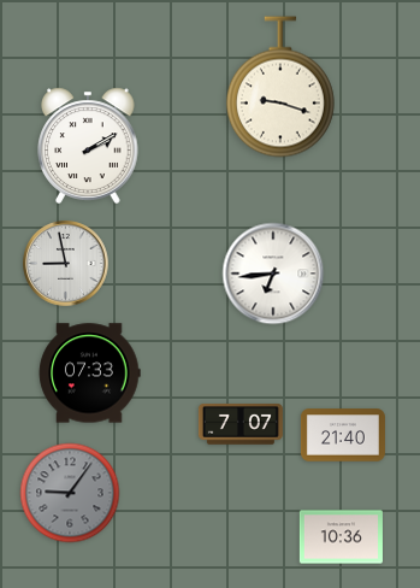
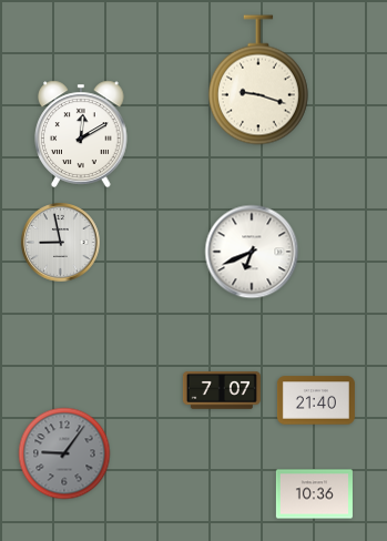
clock at (88, 146): 2:10 -> 12:10
clock at (273, 274): 6:44 -> 6:41
clock at (90, 374): 07:33 -> none
